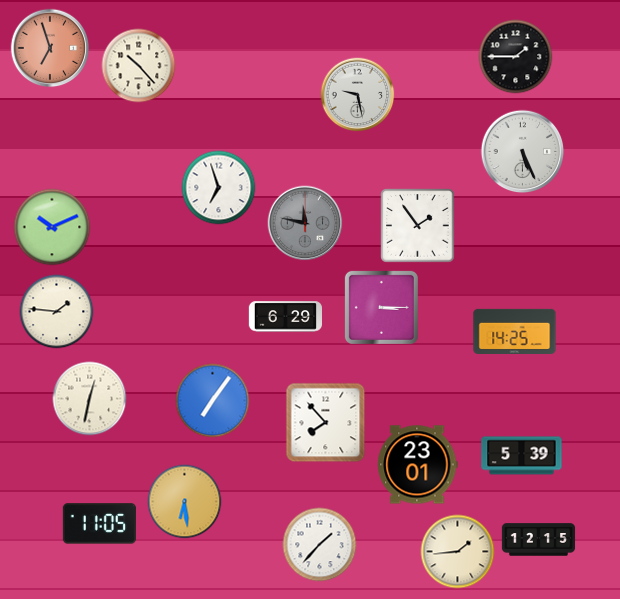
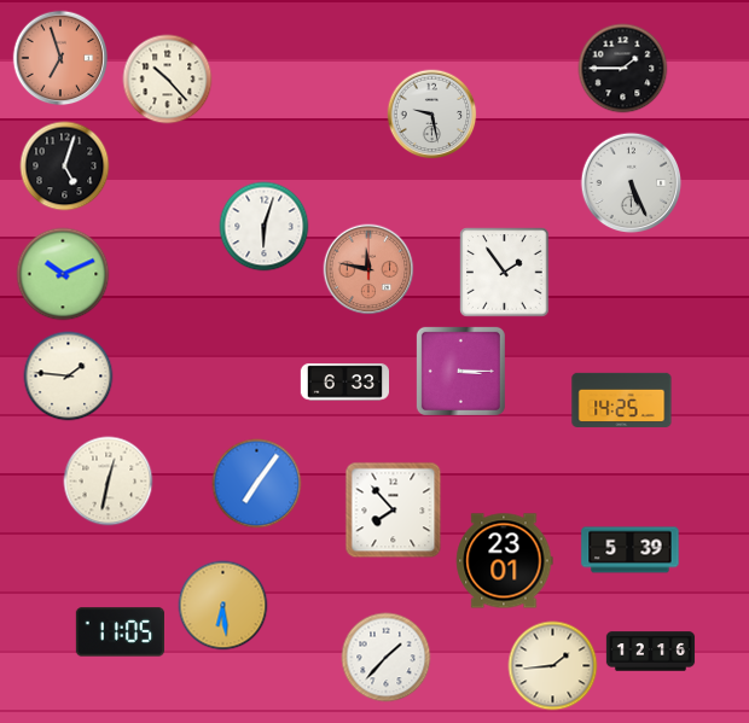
clock at (65, 167): none -> 5:03
clock at (219, 188): 6:57 -> 6:03
clock at (305, 223) dial: grey -> salmon
clock at (285, 317): 6:29 -> 6:33
clock at (539, 540): 12:15 -> 12:16
